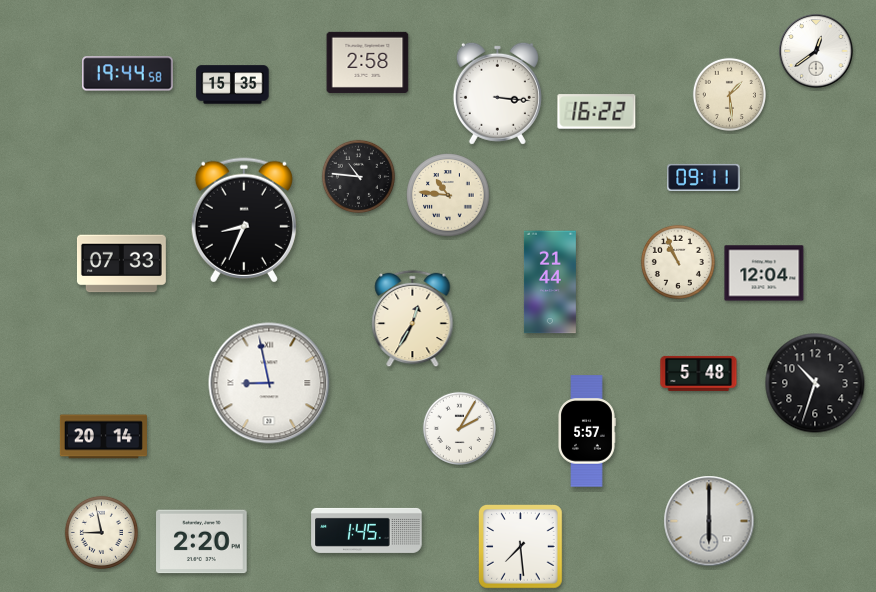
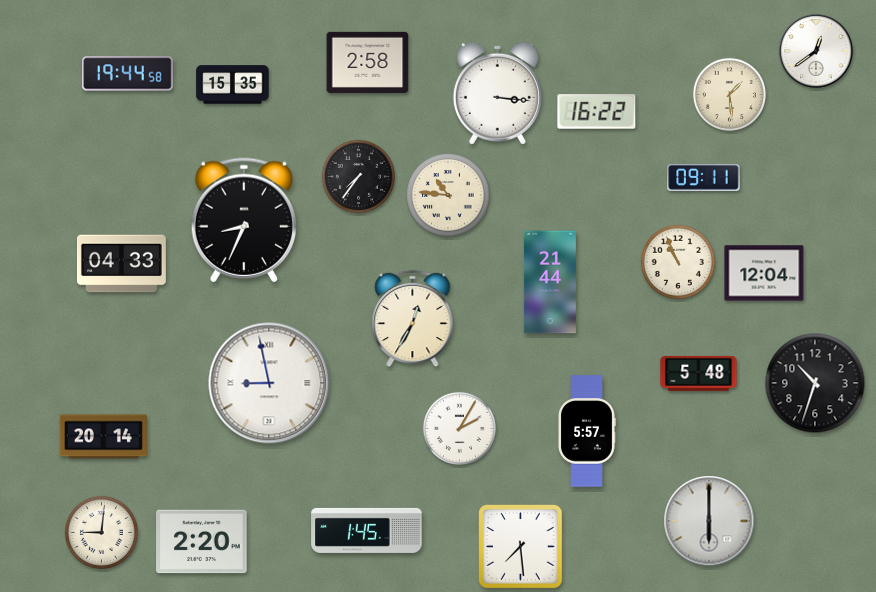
clock at (358, 176): 10:46 -> 7:36
clock at (121, 264): 07:33 -> 04:33
clock at (101, 532): 8:58 -> 9:01
